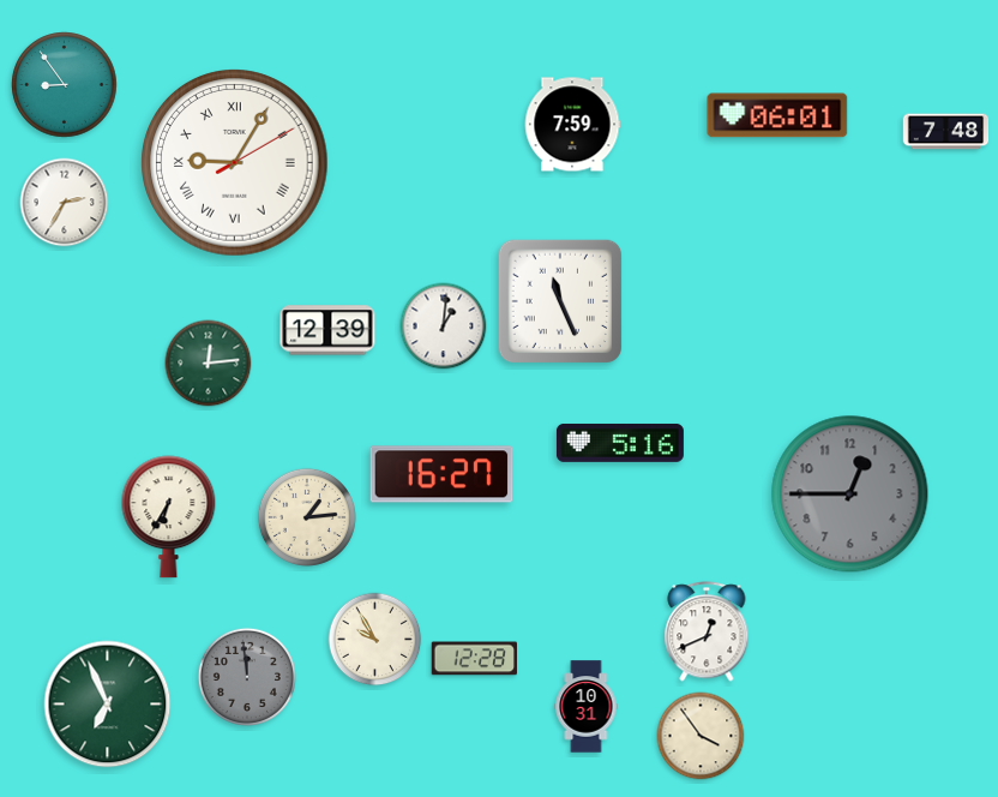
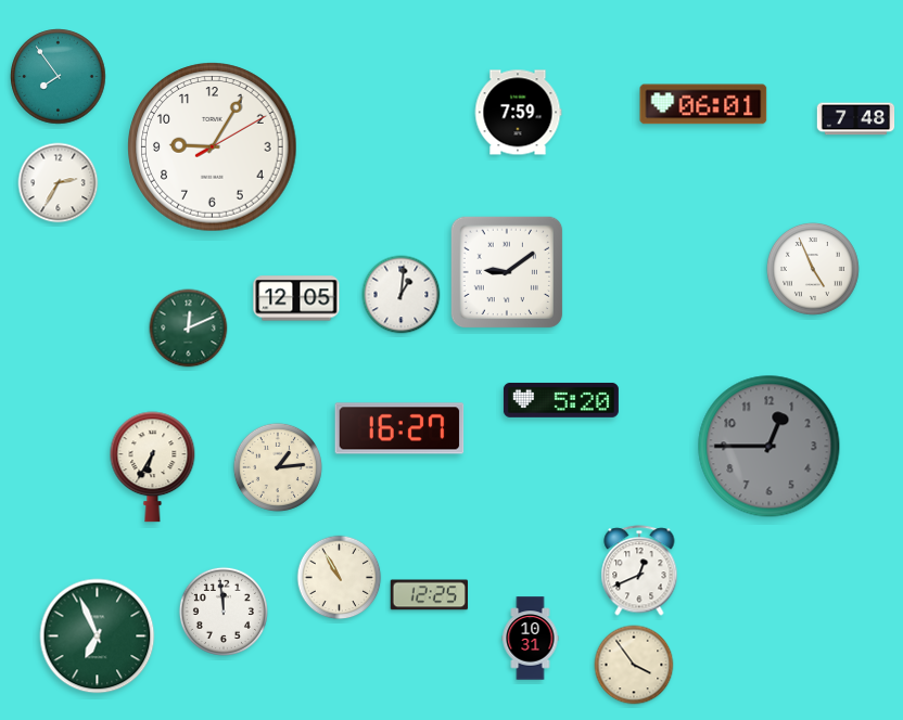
clock at (65, 85): 8:54 -> 7:54
clock at (235, 163) numerals: Roman -> Arabic
clock at (814, 270): none -> 4:56
clock at (560, 301): 11:26 -> 9:09
clock at (327, 330): 12:39 -> 12:05
clock at (209, 364): 12:14 -> 12:11
clock at (620, 443): 5:16 -> 5:20
clock at (375, 640): 9:55 -> 10:55
clock at (474, 659): 12:28 -> 12:25
clock at (247, 677) dial: grey -> white
